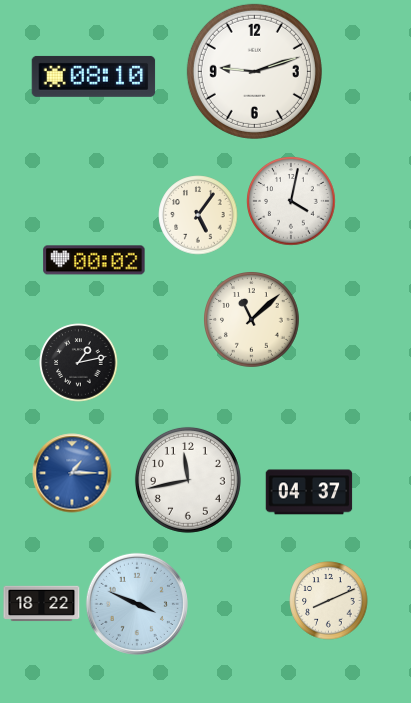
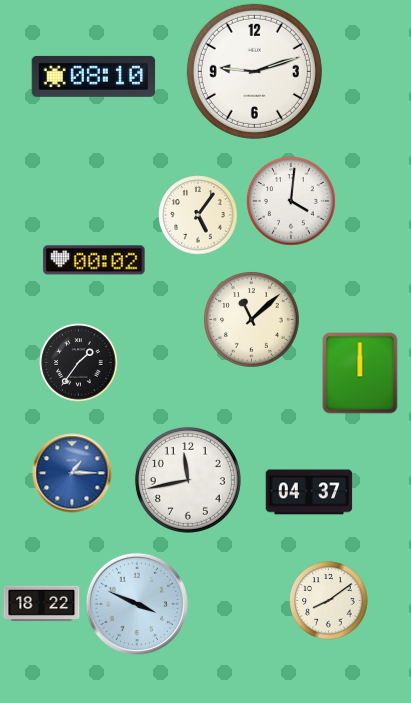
clock at (291, 201): 4:02 -> 4:01
clock at (79, 363): 1:13 -> 1:36
clock at (360, 373): none -> 12:00
clock at (329, 601): 8:11 -> 8:09
